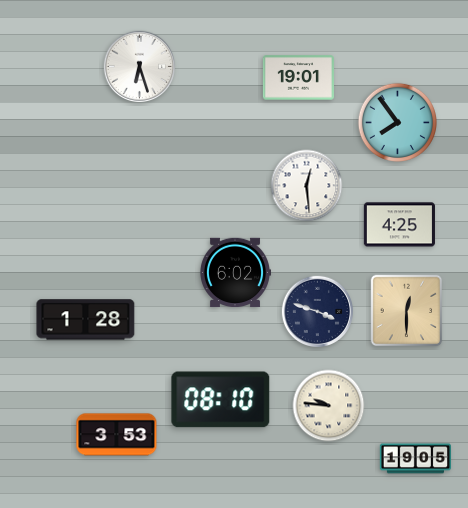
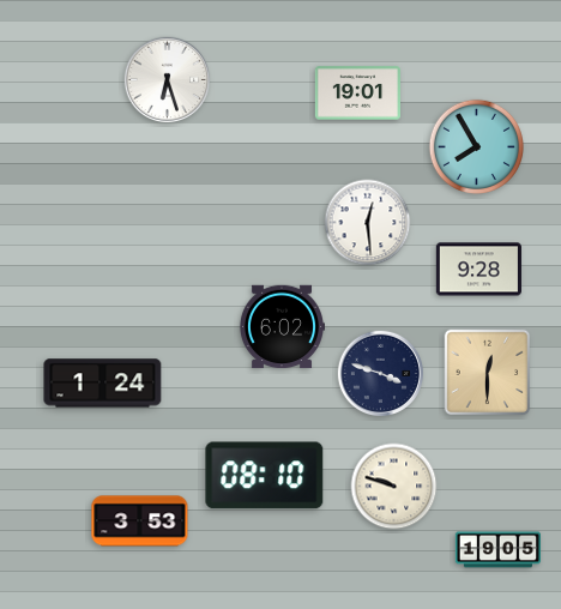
clock at (397, 122): 7:54 -> 7:55
clock at (399, 225): 4:25 -> 9:28
clock at (86, 320): 1:28 -> 1:24
clock at (221, 400) position: (221, 400) -> (265, 476)
clock at (329, 406): 9:46 -> 9:48
